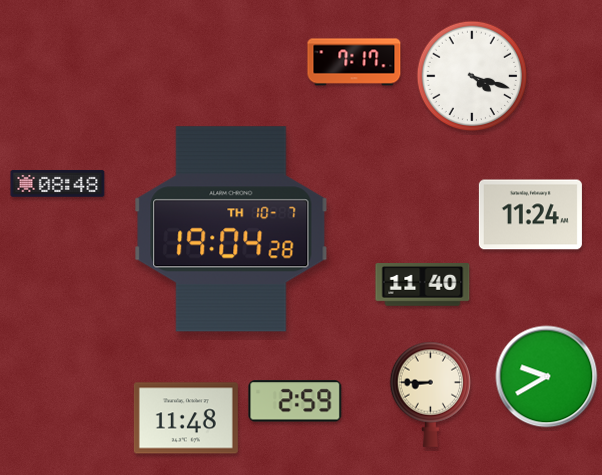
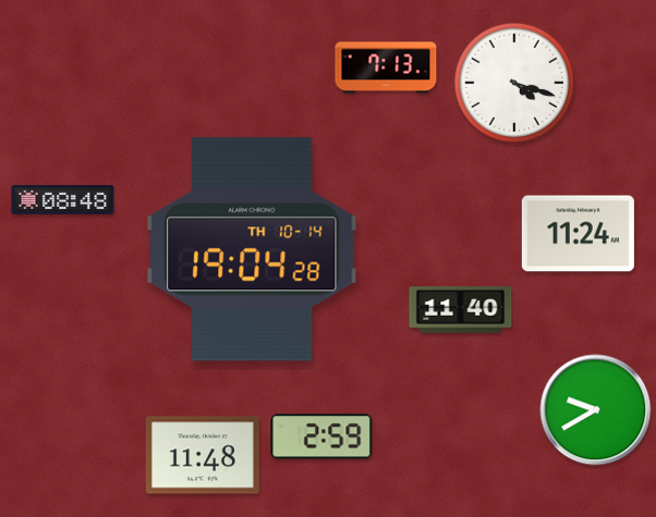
clock at (354, 62): 7:17 -> 7:13
clock at (231, 229) date: TH 10-7 -> TH 10-14
clock at (431, 394): 8:45 -> none
